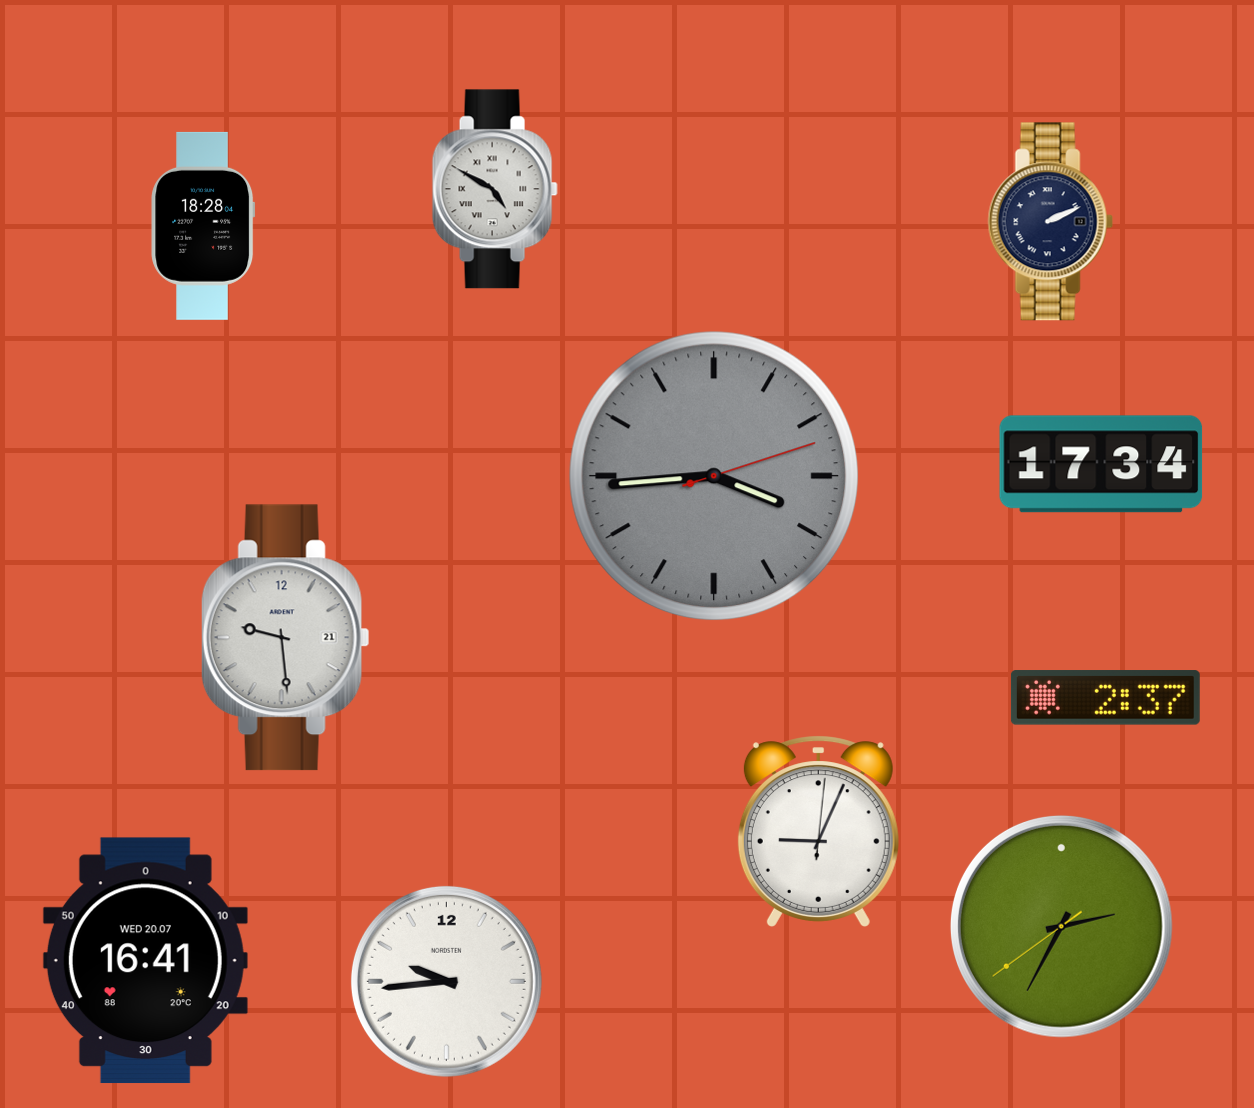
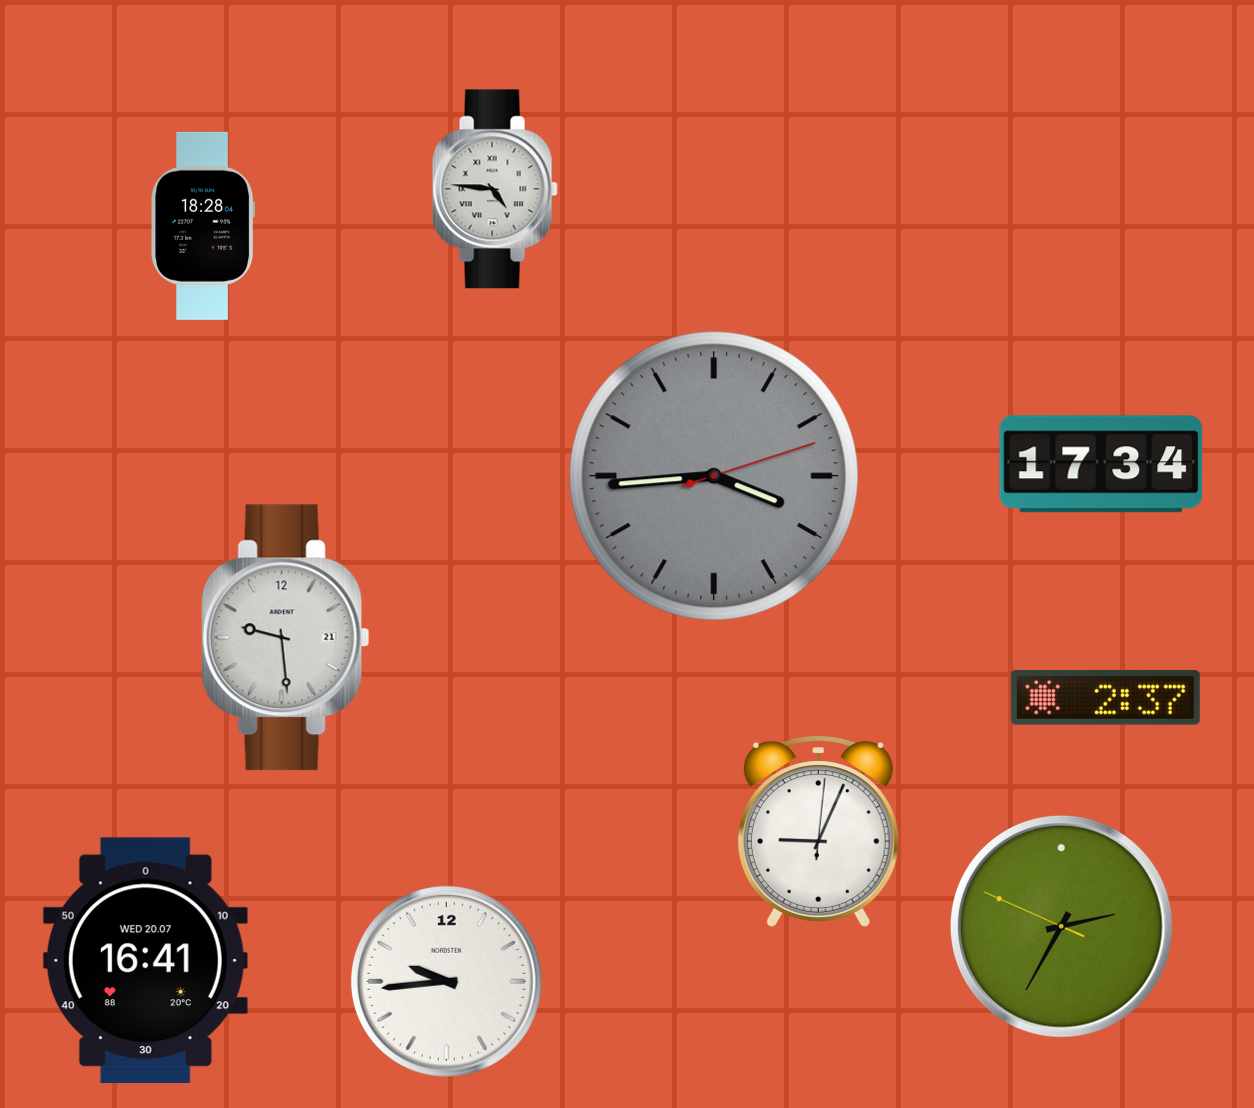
clock at (495, 189): 4:50 -> 4:46
clock at (1050, 222): 2:11 -> none
clock at (1061, 926): 2:34:39 -> 2:34:49
